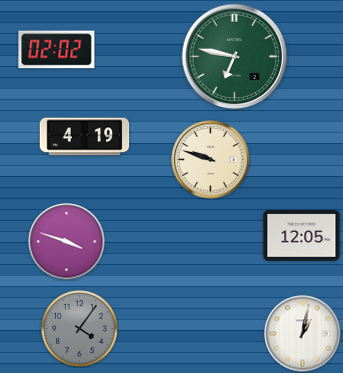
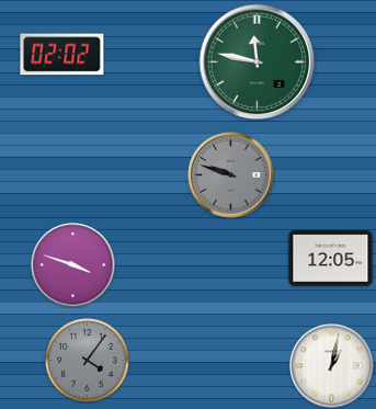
clock at (235, 57): 6:47 -> 11:47
clock at (85, 137): 4:19 -> none
clock at (211, 160) dial: cream -> grey
